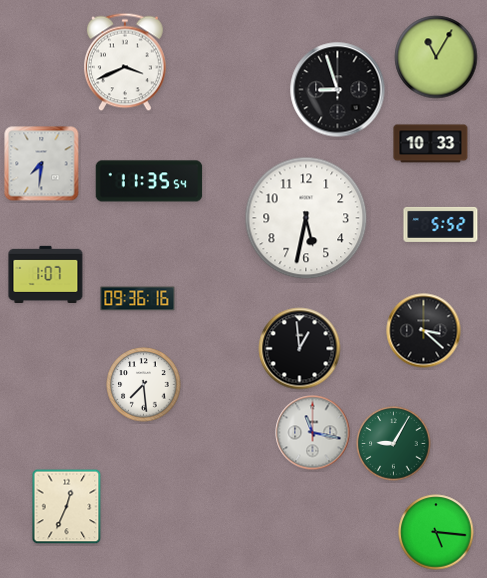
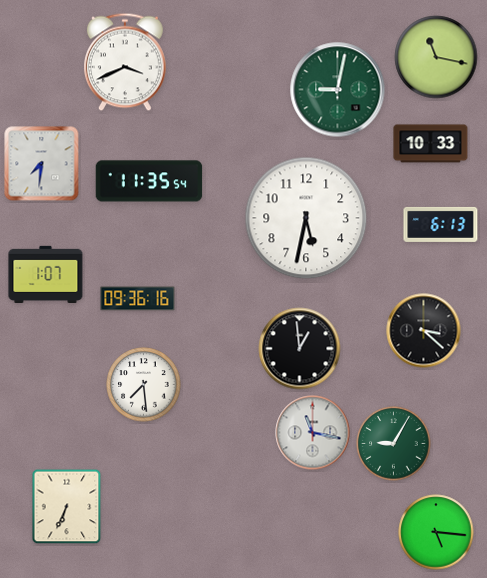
clock at (436, 57): 11:05 -> 11:17
clock at (338, 90): 8:57 -> 9:02
clock at (338, 90) dial: black -> green
clock at (441, 224): 5:52 -> 6:13
clock at (67, 507): 12:34 -> 6:34
